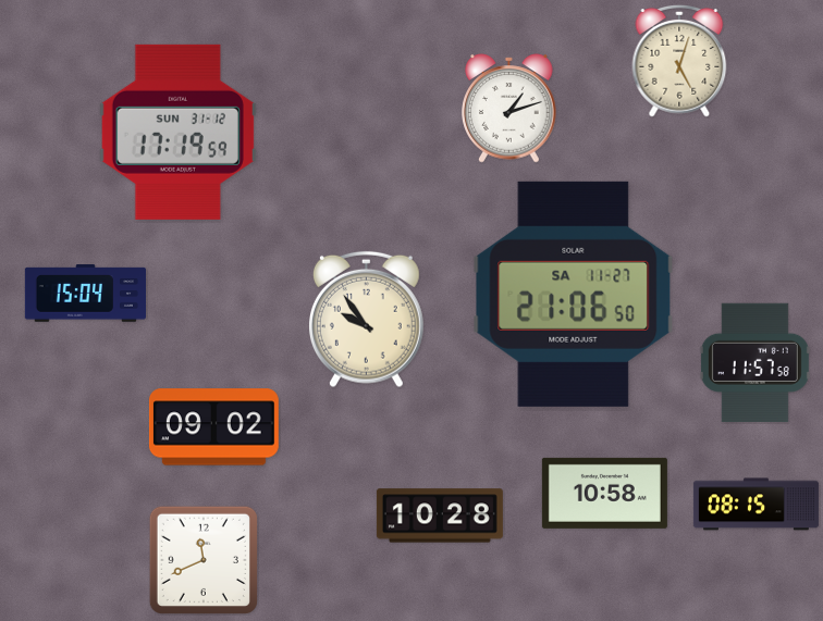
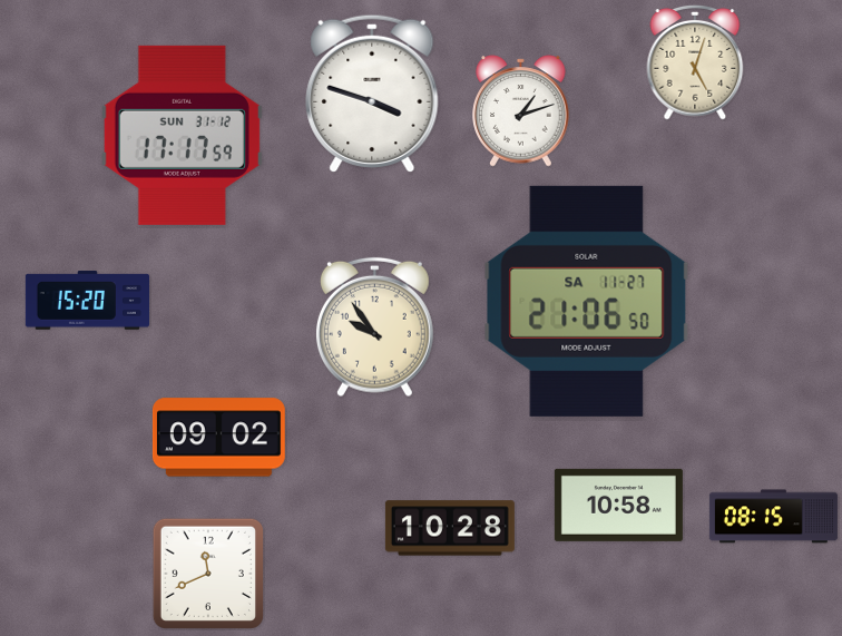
clock at (372, 92): none -> 3:48
clock at (177, 132): 17:19 -> 17:17
clock at (85, 294): 15:04 -> 15:20
clock at (754, 362): 11:57 -> none
